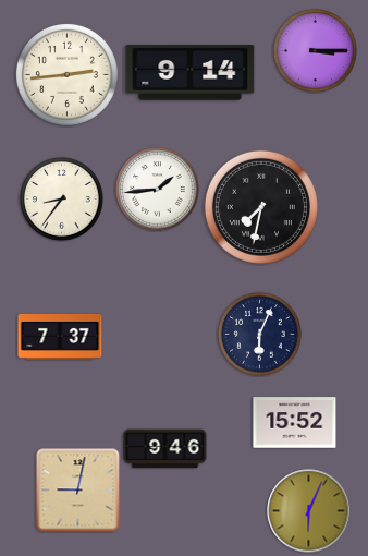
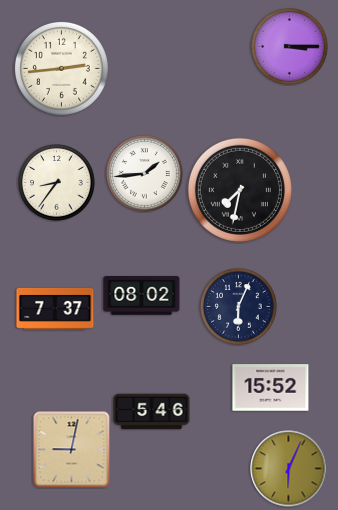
clock at (191, 73): 9:14 -> none
clock at (142, 296): none -> 08:02
clock at (165, 449): 9:46 -> 5:46
clock at (309, 511) position: (309, 511) -> (289, 469)
